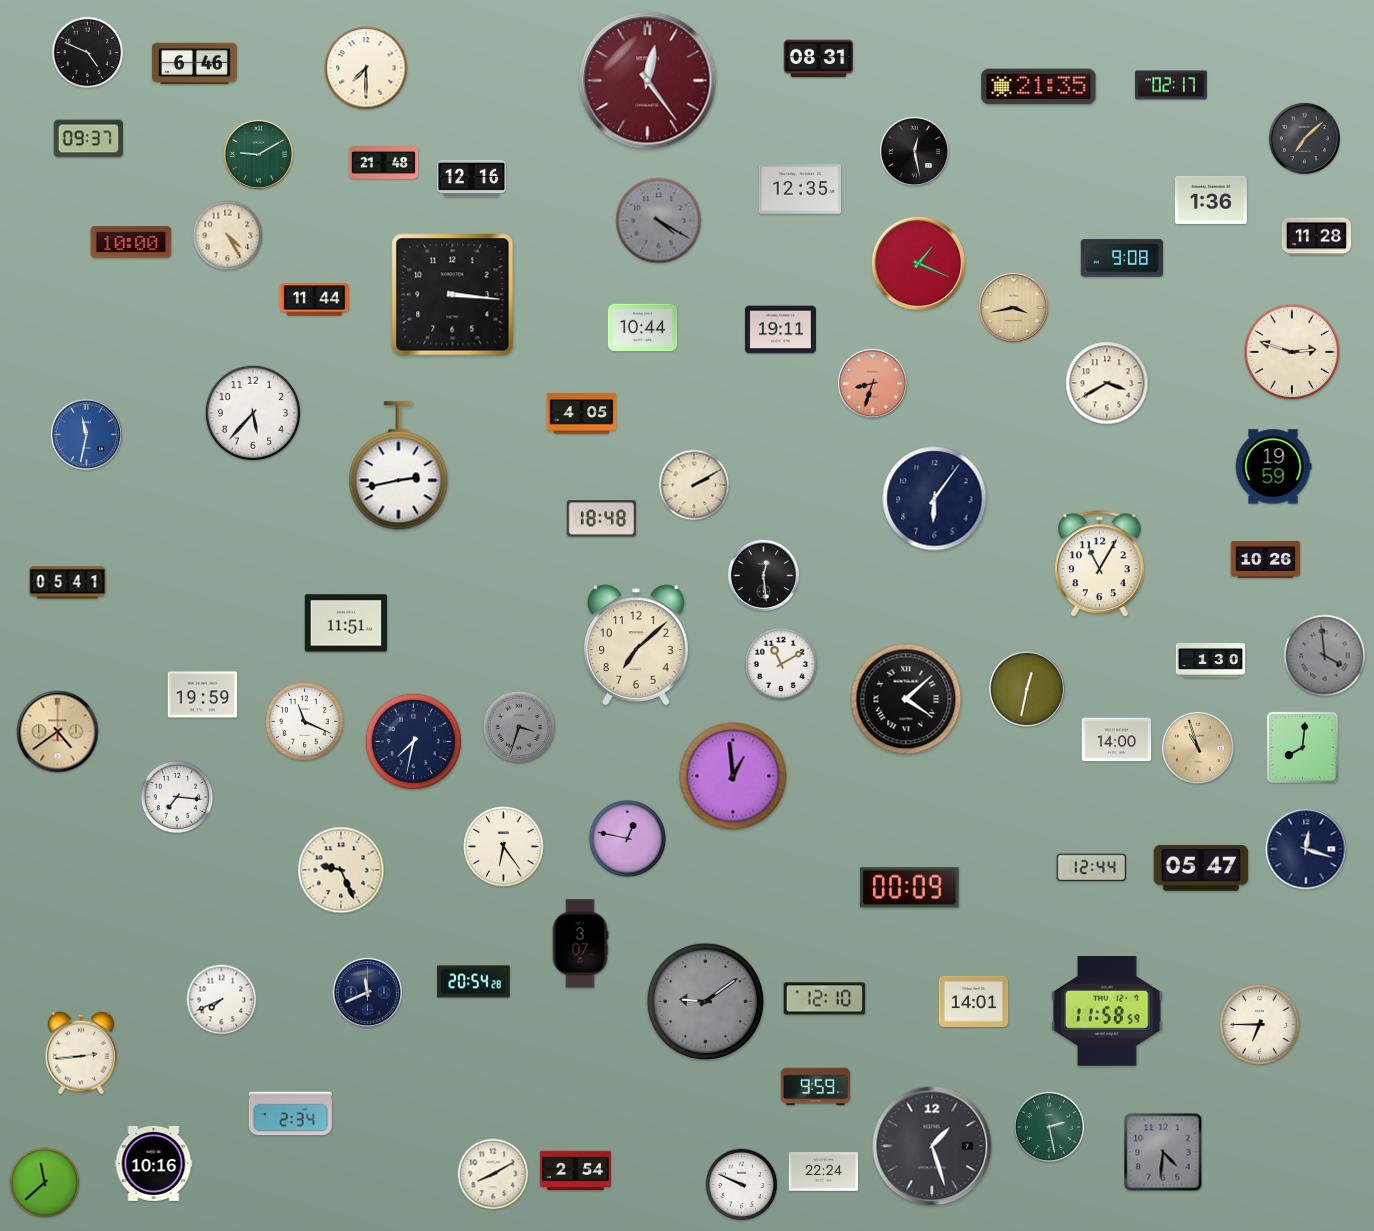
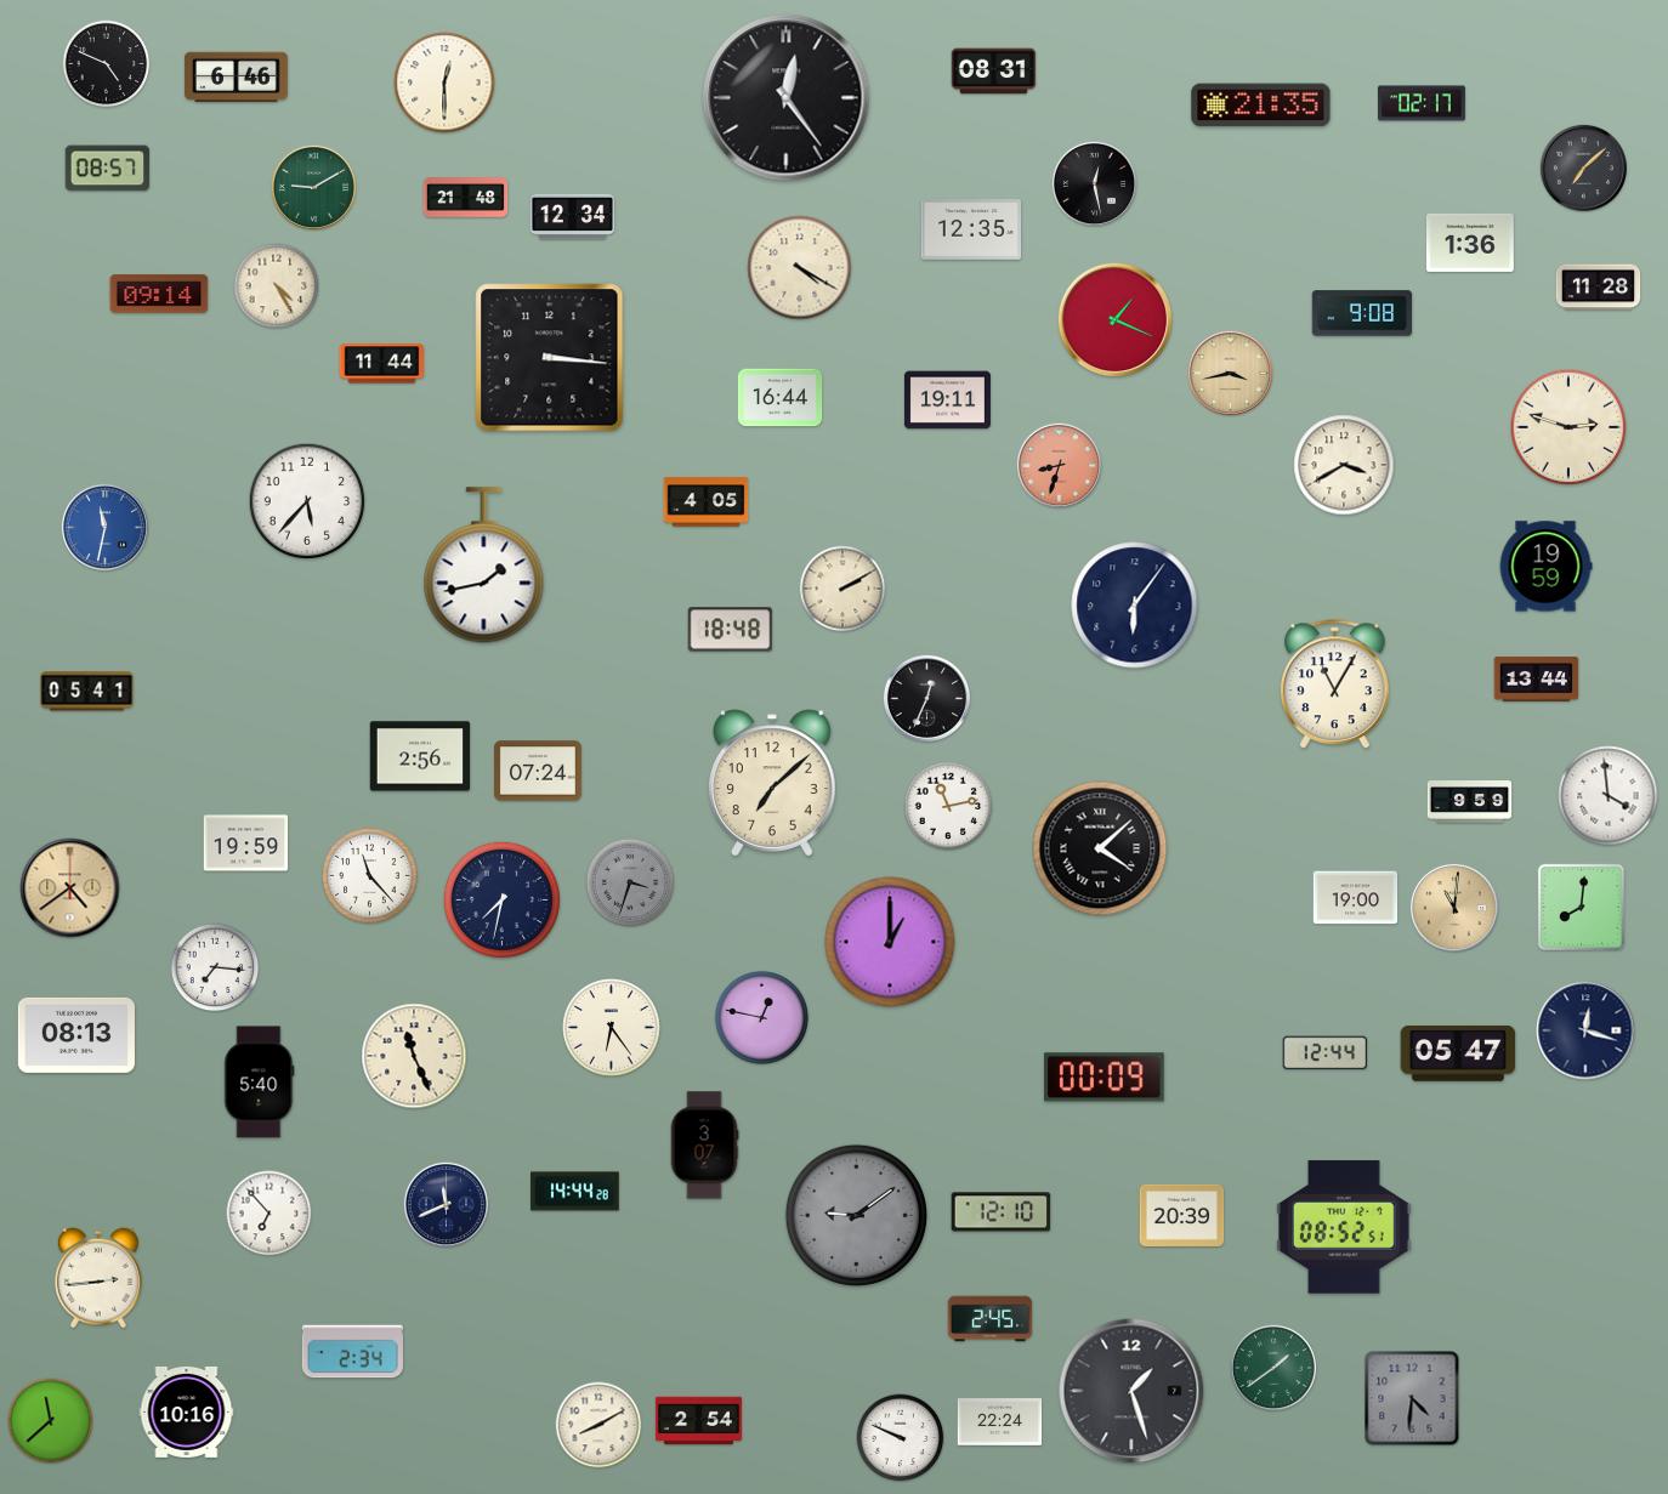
clock at (366, 68): 7:30 -> 12:30
clock at (648, 81) dial: burgundy -> black
clock at (89, 139): 09:37 -> 08:57
clock at (914, 151) position: (914, 151) -> (1094, 183)
clock at (472, 179): 12:16 -> 12:34
clock at (659, 221) dial: grey -> cream
clock at (131, 242): 10:00 -> 09:14
clock at (643, 328): 10:44 -> 16:44
clock at (399, 466): 2:43 -> 1:43
clock at (1266, 560): 10:26 -> 13:44
clock at (763, 575): 12:29 -> 12:34
clock at (68, 583) position: (68, 583) -> (87, 692)
clock at (346, 623): 11:51 -> 2:56
clock at (539, 771): none -> 07:24
clock at (1325, 656) dial: grey -> white
clock at (1211, 661): 1:30 -> 9:59
clock at (781, 664): 11:10 -> 11:13
clock at (1027, 689): 12:32 -> none
clock at (305, 722): 11:19 -> 11:23
clock at (1117, 740): 14:00 -> 19:00
clock at (1198, 748): 10:57 -> 11:01
clock at (733, 776): 12:59 -> 1:00
clock at (76, 1035): none -> 08:13
clock at (341, 870): 9:26 -> 11:26
clock at (260, 1083): none -> 5:40
clock at (474, 982): 20:54 -> 14:44
clock at (222, 1000): 7:41 -> 6:53
clock at (974, 1001): 14:01 -> 20:39
clock at (1108, 1011): 11:58 -> 08:52
clock at (1260, 1025): 6:45 -> none
clock at (816, 1087): 9:59 -> 2:45
clock at (1049, 1127): 2:28 -> 1:39
clock at (45, 1183) position: (45, 1183) -> (51, 1421)
